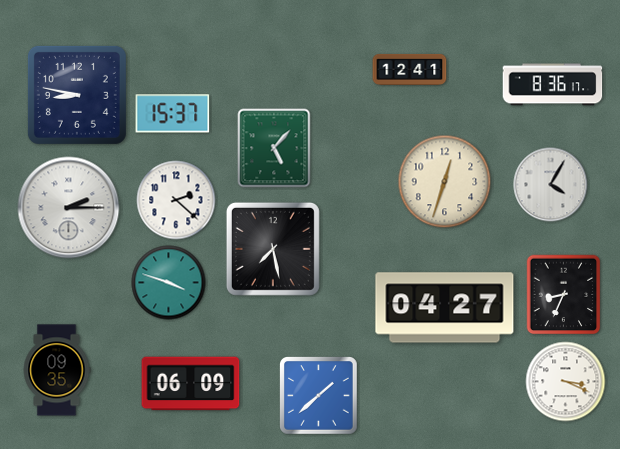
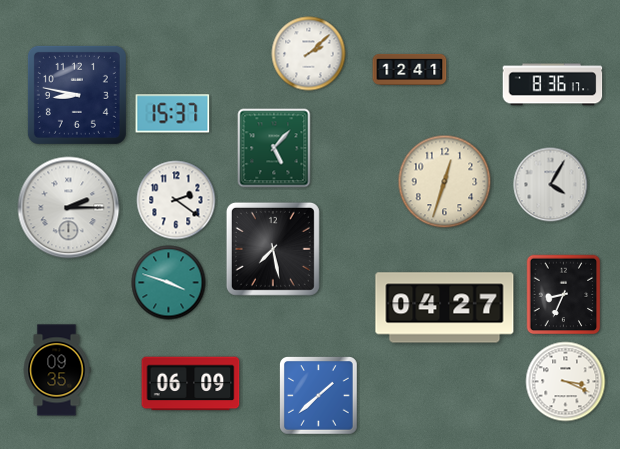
clock at (309, 54): none -> 2:08
clock at (176, 200): 2:22 -> 2:21
